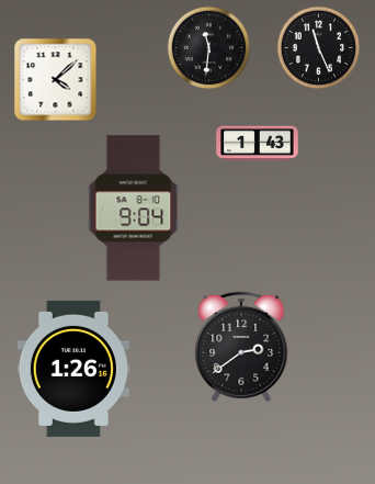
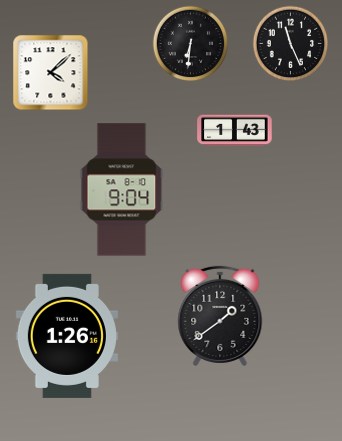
clock at (209, 48): 11:31 -> 6:31
clock at (241, 347): 2:39 -> 1:39
